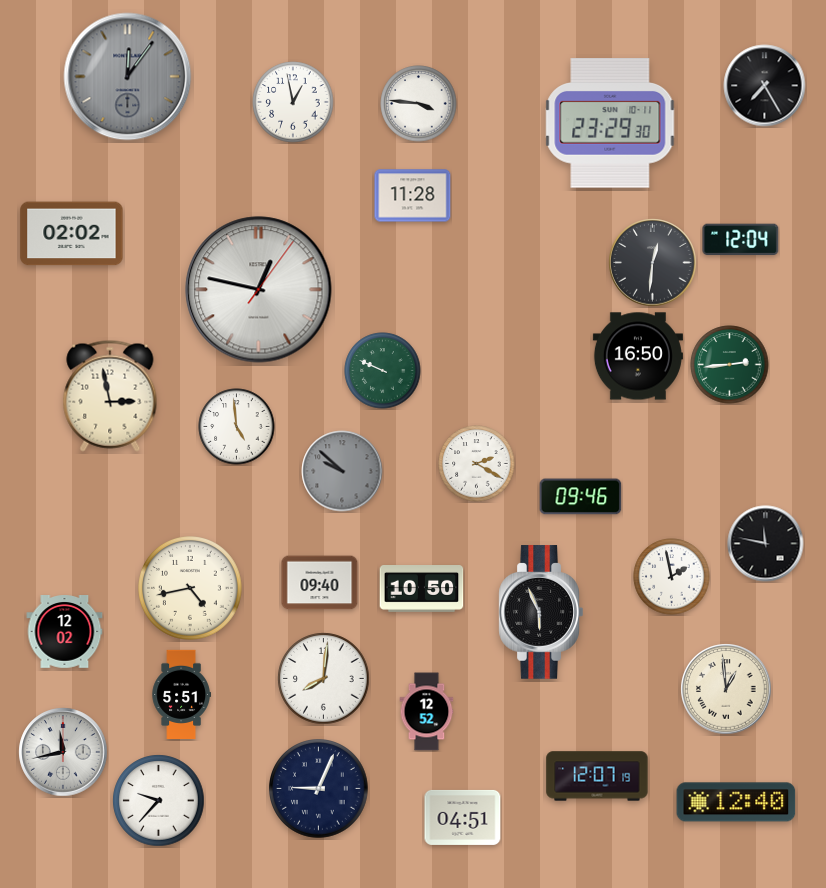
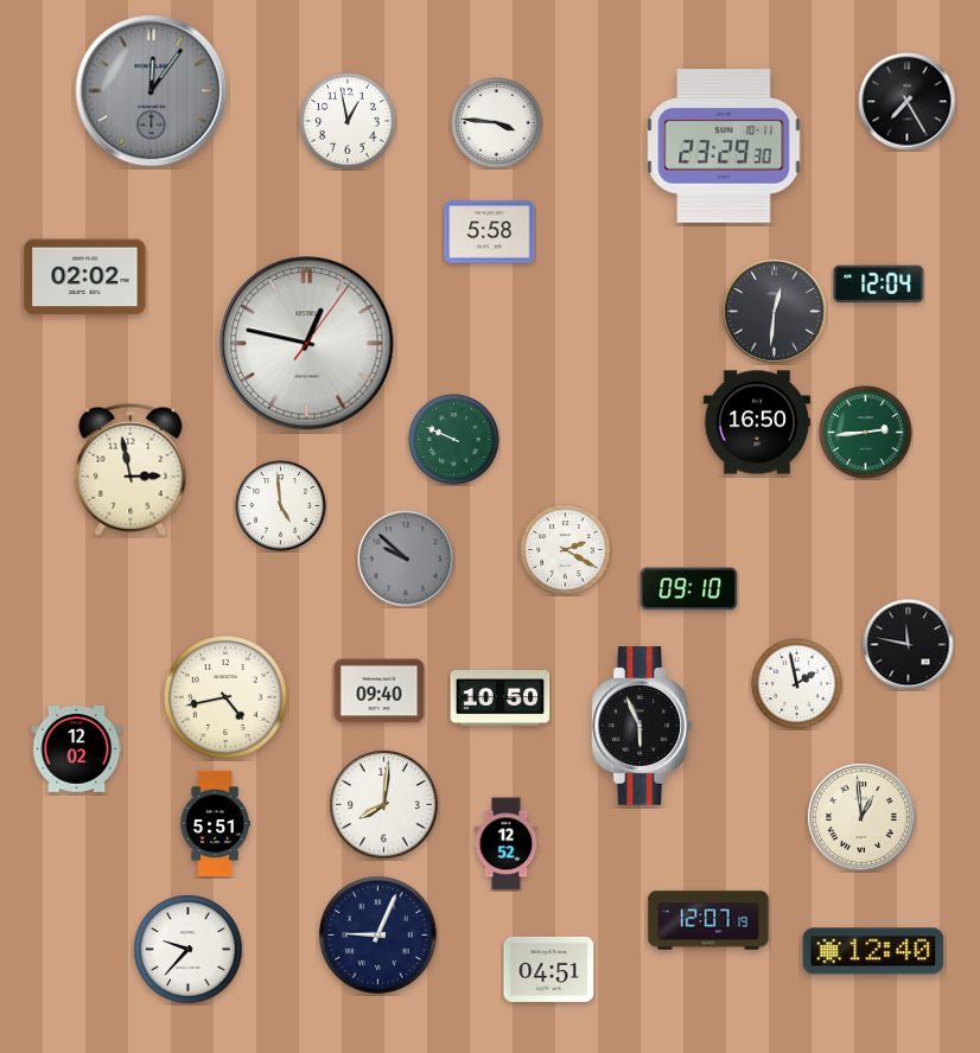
clock at (413, 196): 11:28 -> 5:58
clock at (581, 497): 09:46 -> 09:10
clock at (63, 752): 11:43 -> none
